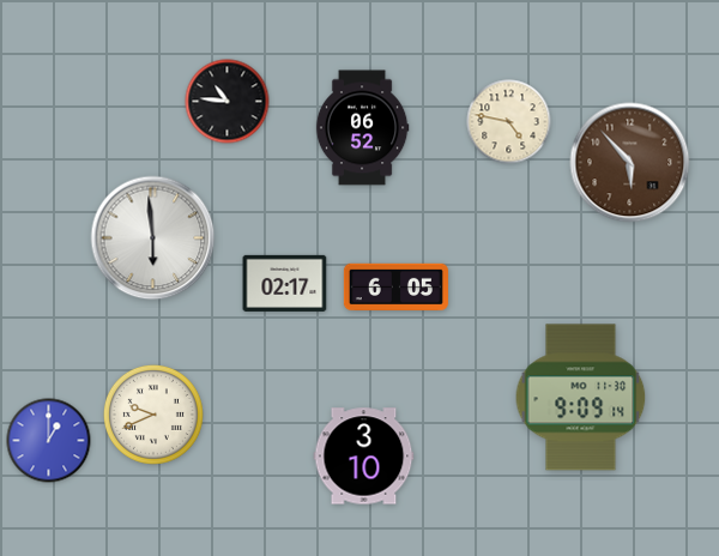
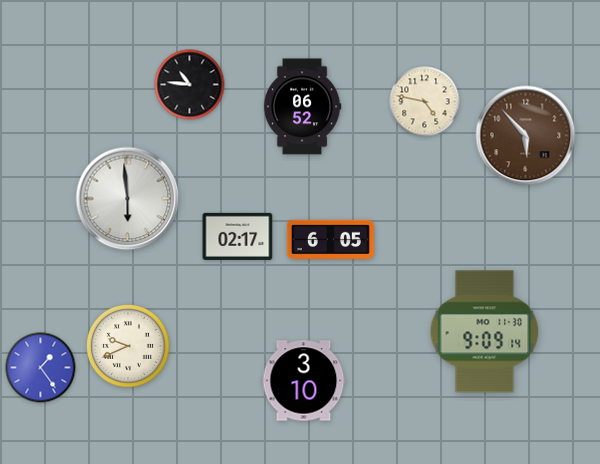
clock at (49, 441): 1:00 -> 1:24
